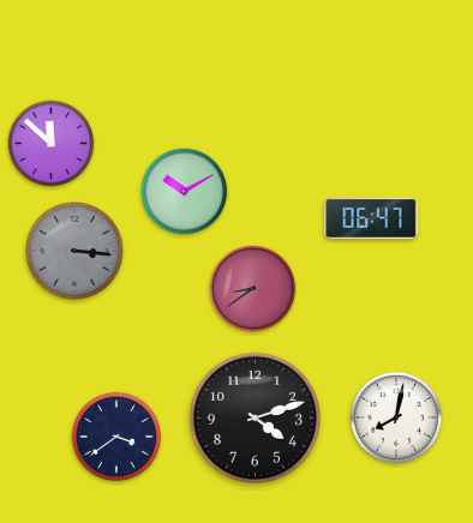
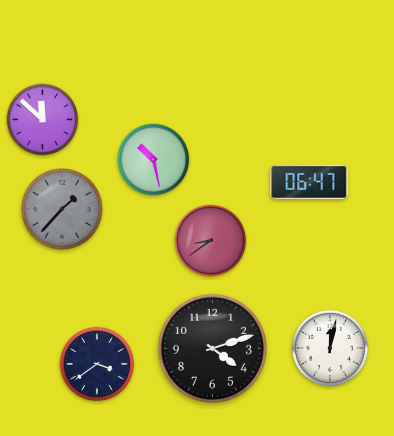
clock at (185, 192): 10:10 -> 10:28
clock at (76, 252): 3:16 -> 1:37
clock at (395, 416): 8:02 -> 12:02
